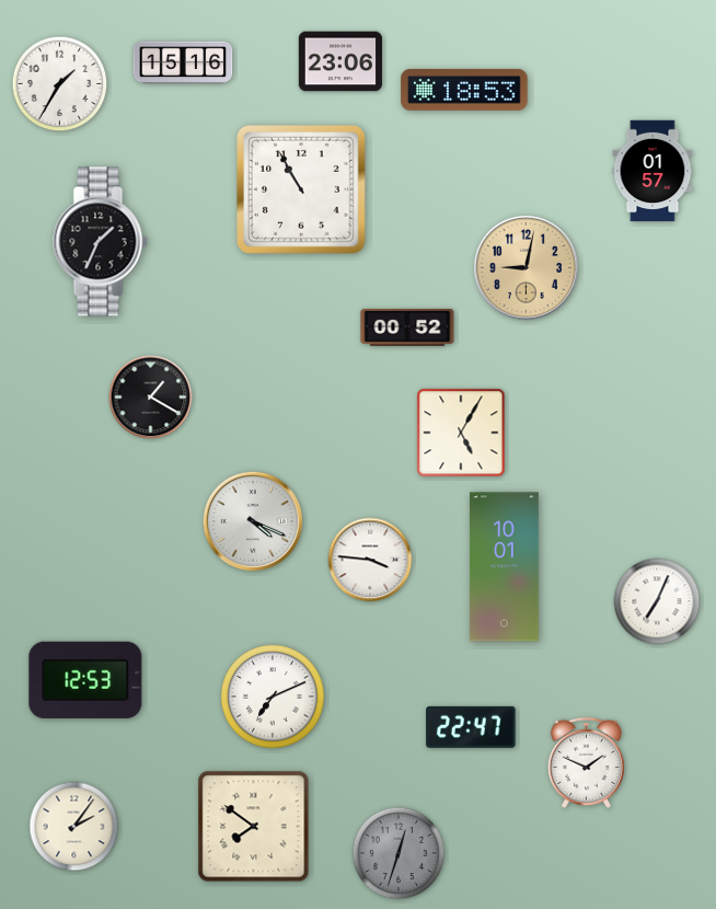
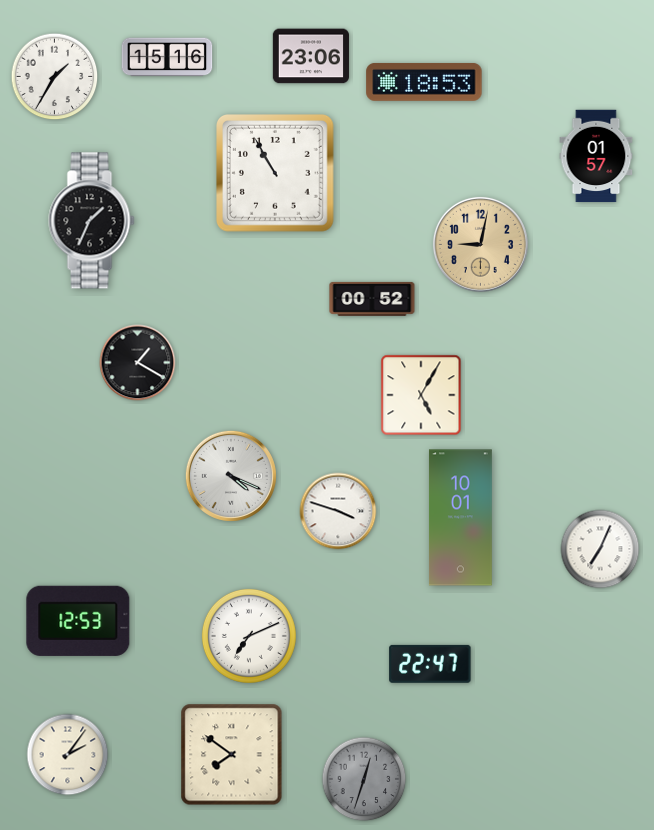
clock at (370, 560): 3:46 -> 3:48
clock at (586, 762): 1:49 -> none
